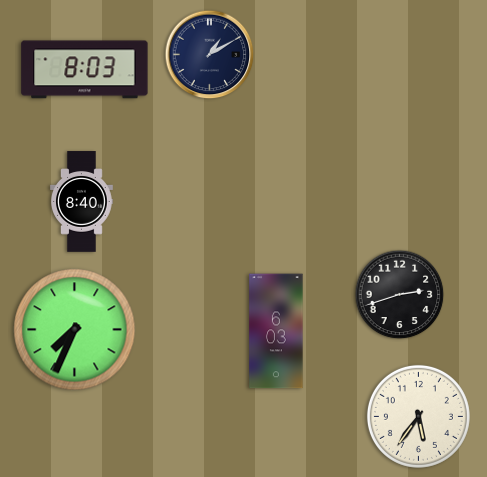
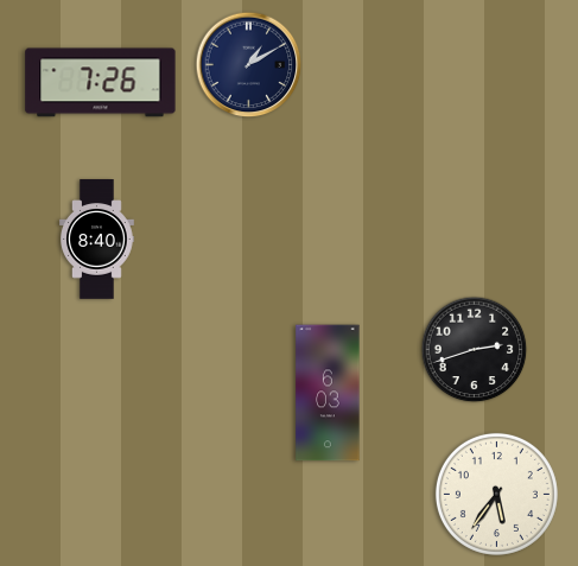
clock at (85, 70): 8:03 -> 7:26
clock at (75, 330): 7:34 -> none
